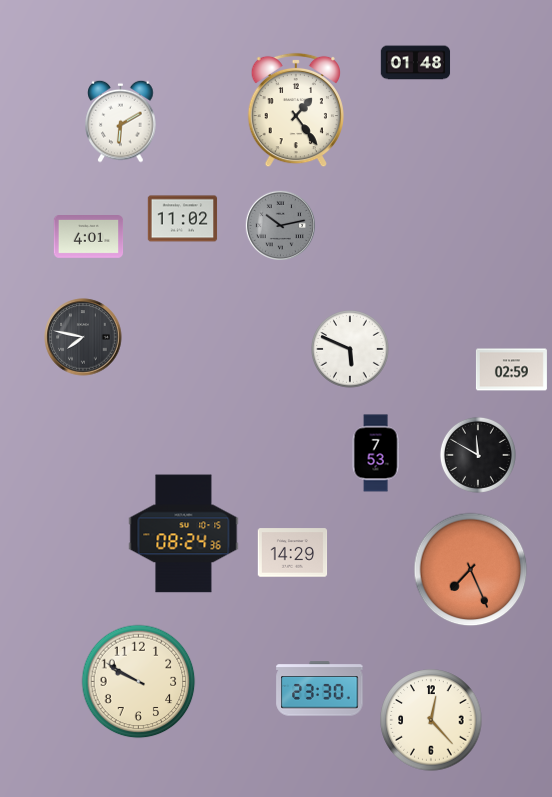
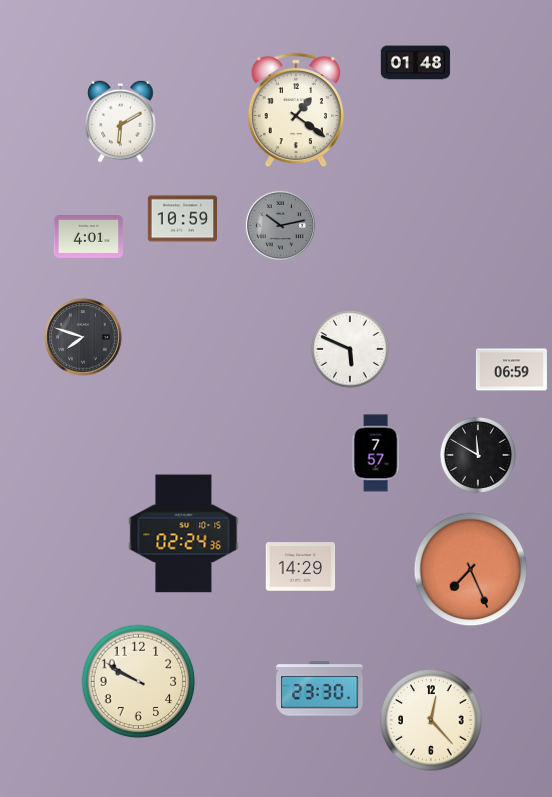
clock at (296, 110): 1:24 -> 1:21
clock at (183, 219): 11:02 -> 10:59
clock at (83, 337): 7:47 -> 7:48
clock at (511, 370): 02:59 -> 06:59
clock at (376, 453): 7:53 -> 7:57
clock at (184, 534): 08:24 -> 02:24
clock at (293, 553) position: (293, 553) -> (301, 567)
